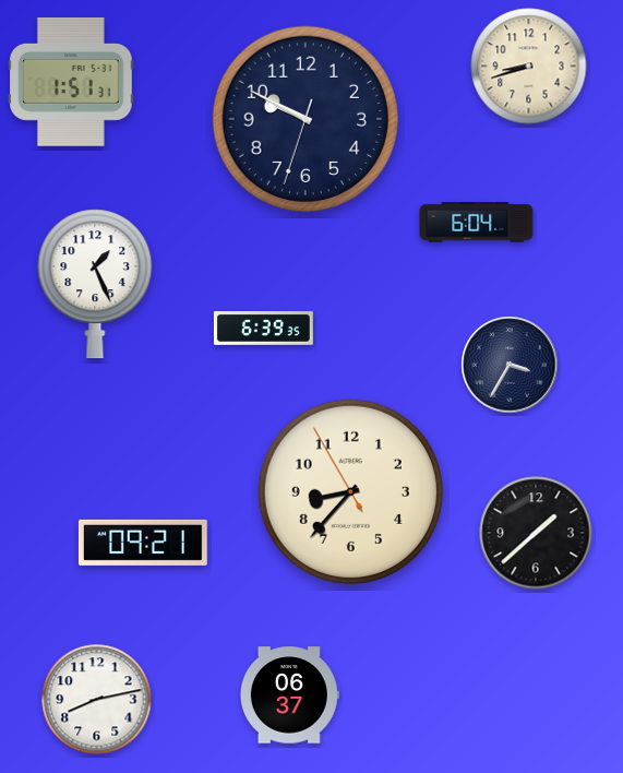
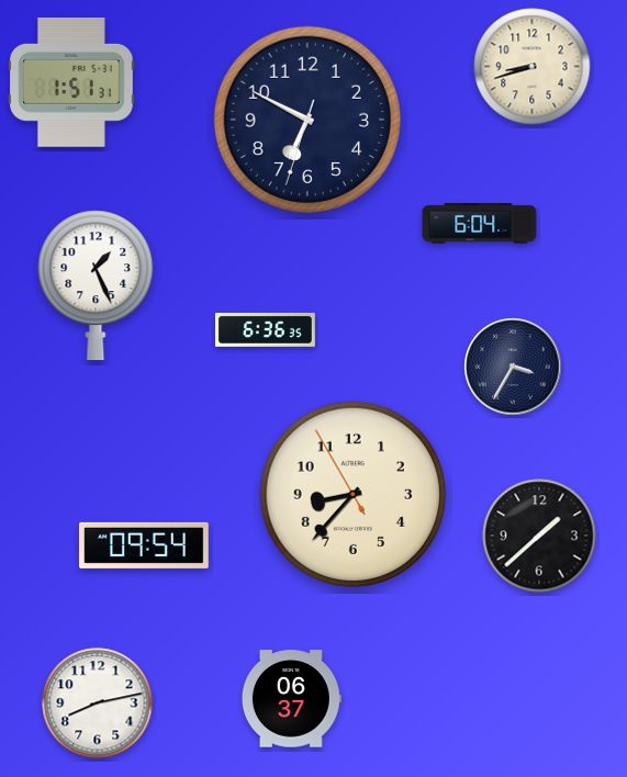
clock at (305, 119): 9:49 -> 6:49
clock at (263, 329): 6:39 -> 6:36
clock at (143, 543): 09:21 -> 09:54
